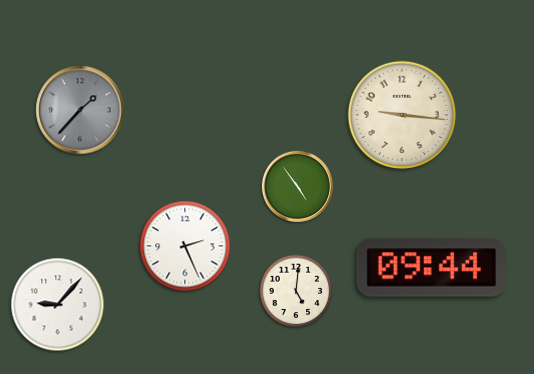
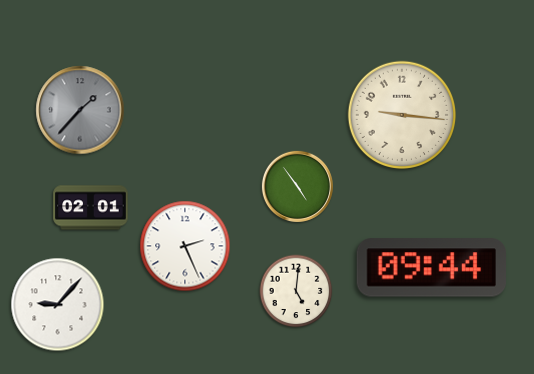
clock at (91, 208): none -> 02:01
